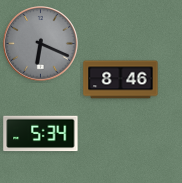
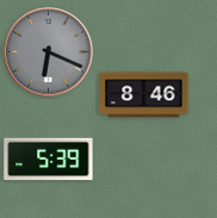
clock at (41, 134): 5:34 -> 5:39
